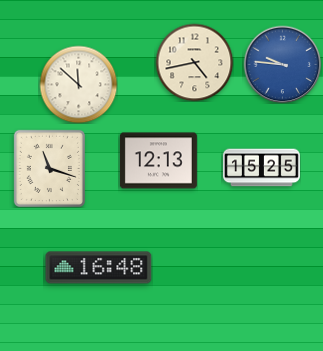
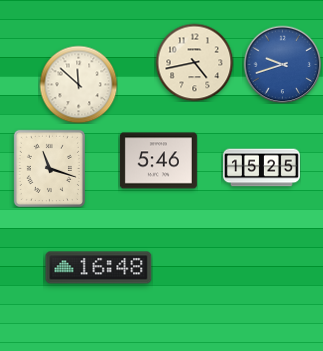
clock at (282, 64): 9:46 -> 9:42
clock at (158, 161): 12:13 -> 5:46
